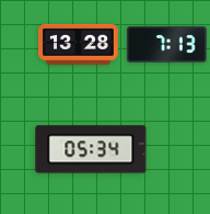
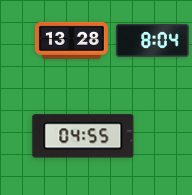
clock at (167, 44): 7:13 -> 8:04
clock at (91, 149): 05:34 -> 04:55
